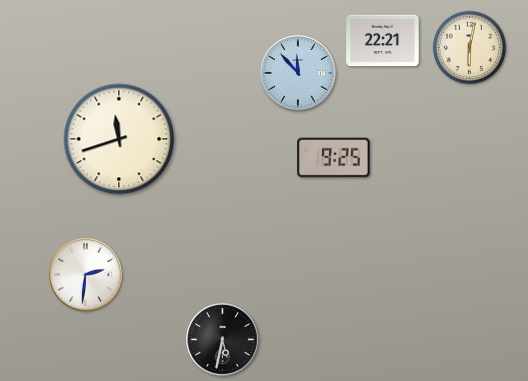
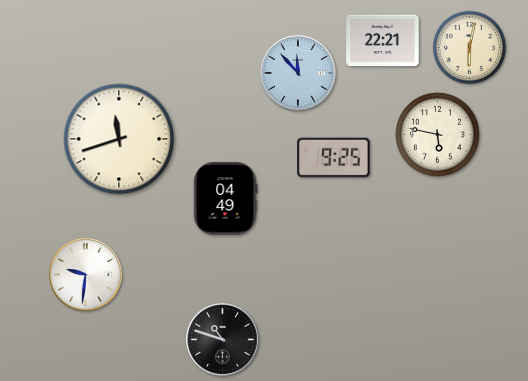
clock at (438, 135): none -> 5:47
clock at (225, 199): none -> 04:49
clock at (86, 275): 2:31 -> 9:31
clock at (223, 340): 5:32 -> 10:48
